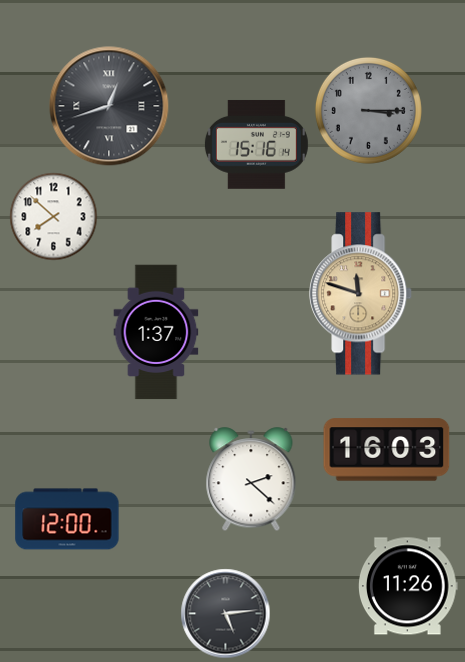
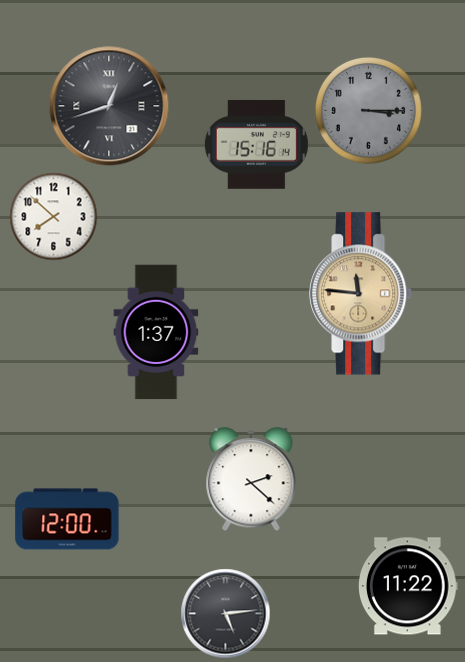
clock at (362, 294): 11:48 -> 11:46
clock at (387, 450): 16:03 -> none
clock at (409, 586): 11:26 -> 11:22
